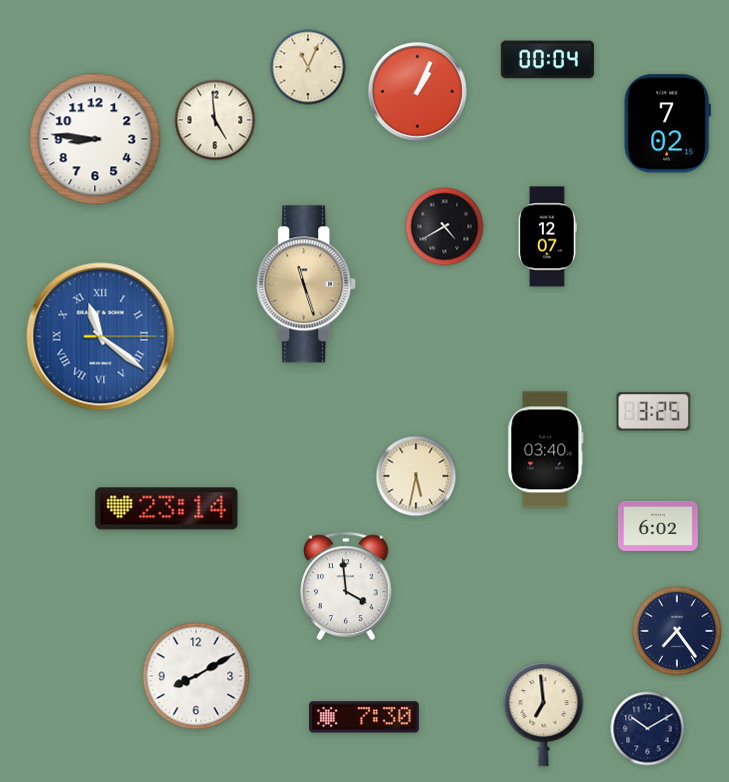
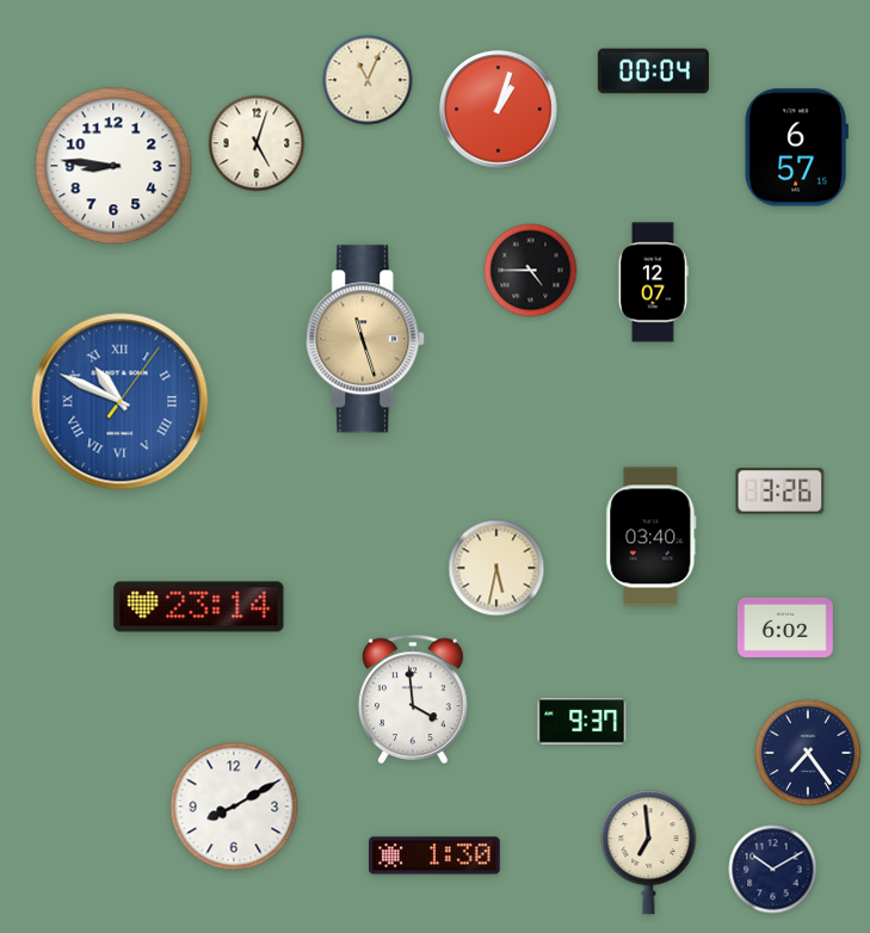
clock at (418, 92): 1:04 -> 1:03
clock at (215, 120): 4:59 -> 5:03
clock at (667, 124): 7:02 -> 6:57
clock at (445, 227): 4:40 -> 4:45
clock at (101, 337): 11:21 -> 10:49
clock at (654, 412): 3:25 -> 3:26
clock at (582, 722): none -> 9:37
clock at (364, 717): 7:30 -> 1:30
